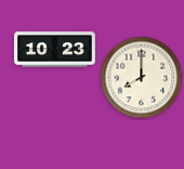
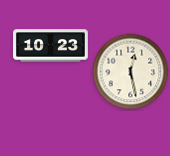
clock at (142, 78): 8:00 -> 12:28
